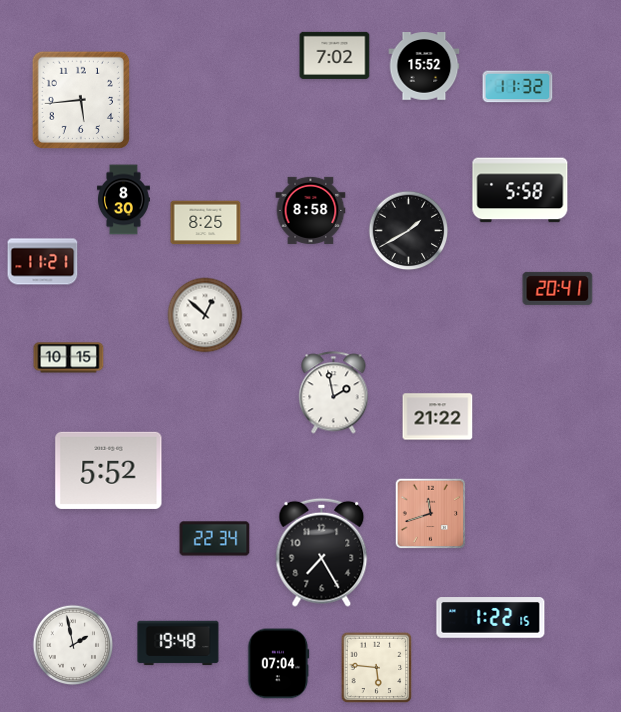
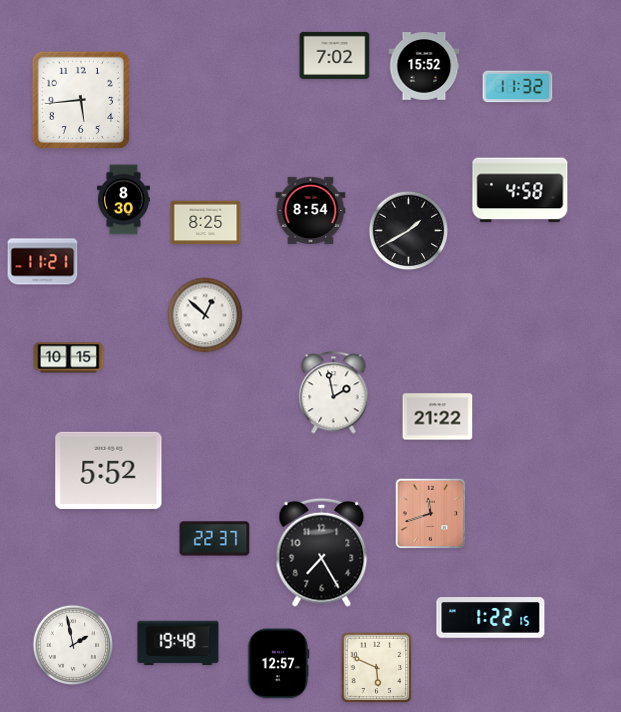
clock at (520, 190): 5:58 -> 4:58
clock at (311, 210): 8:58 -> 8:54
clock at (558, 288): 20:41 -> none
clock at (215, 539): 22:34 -> 22:37
clock at (278, 664): 07:04 -> 12:57
clock at (377, 668): 5:46 -> 5:49
